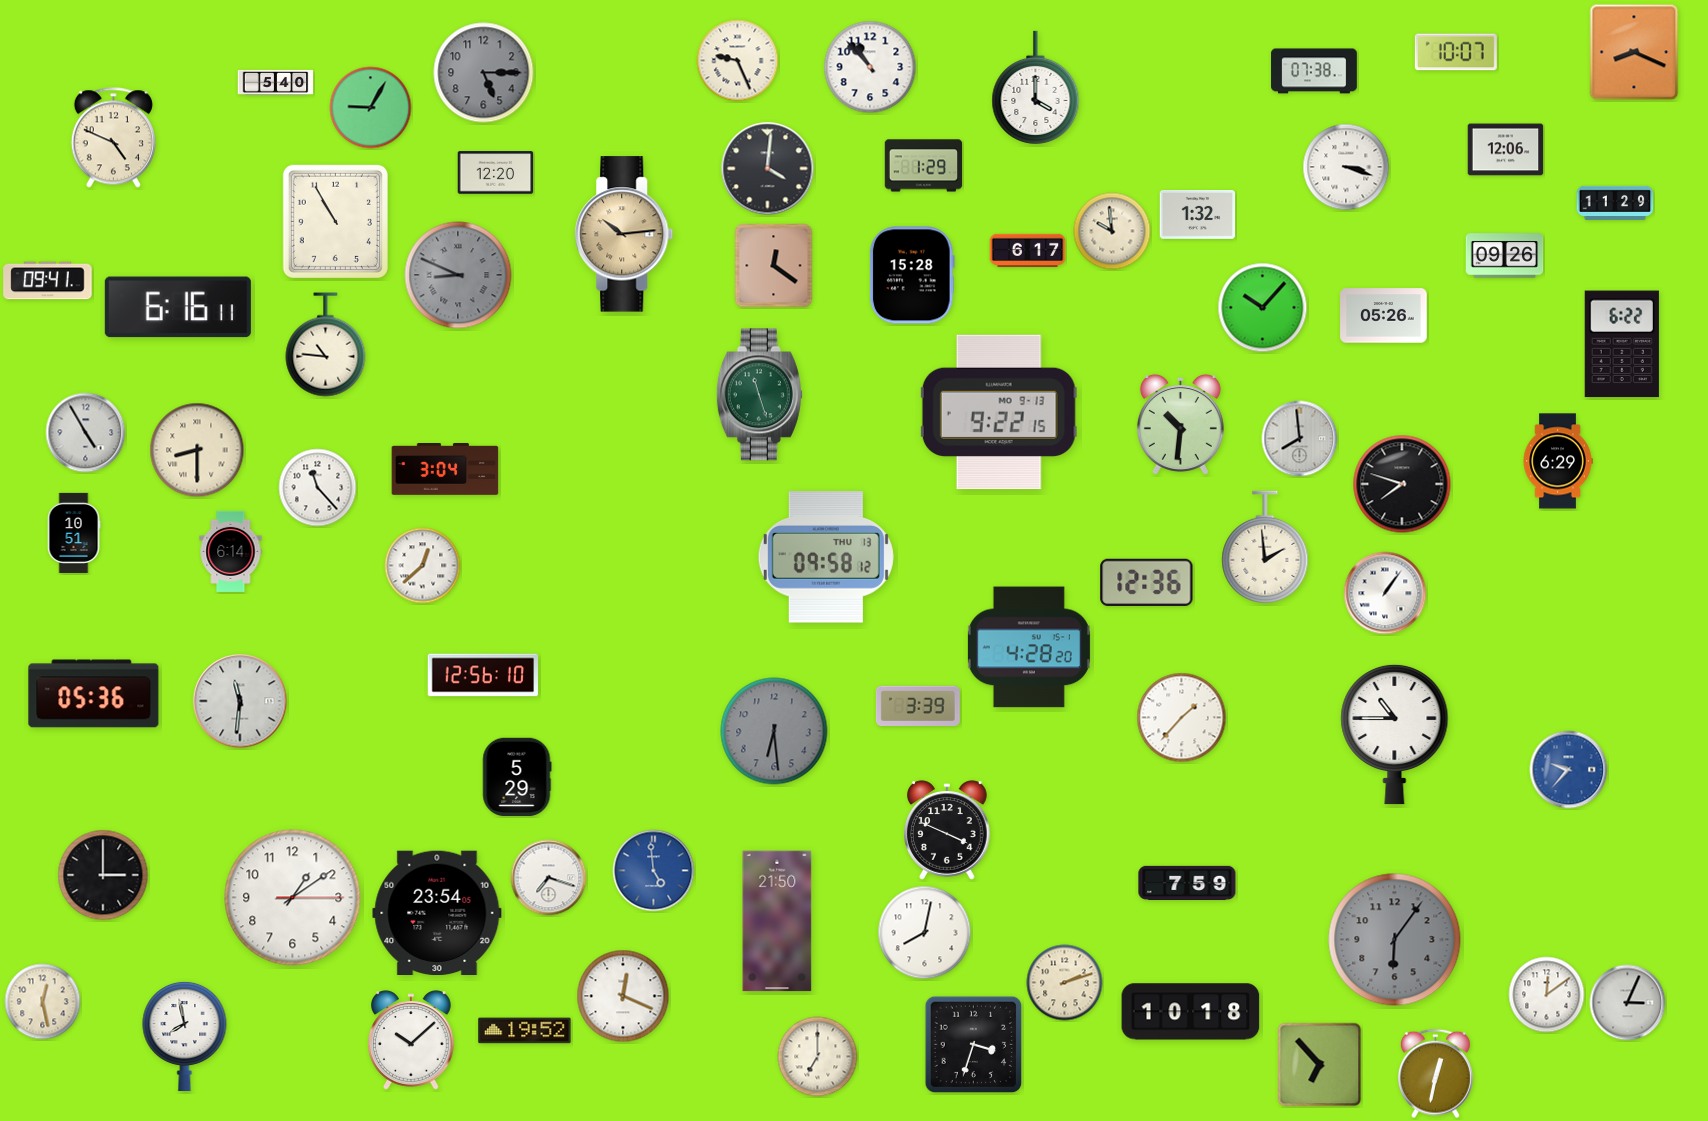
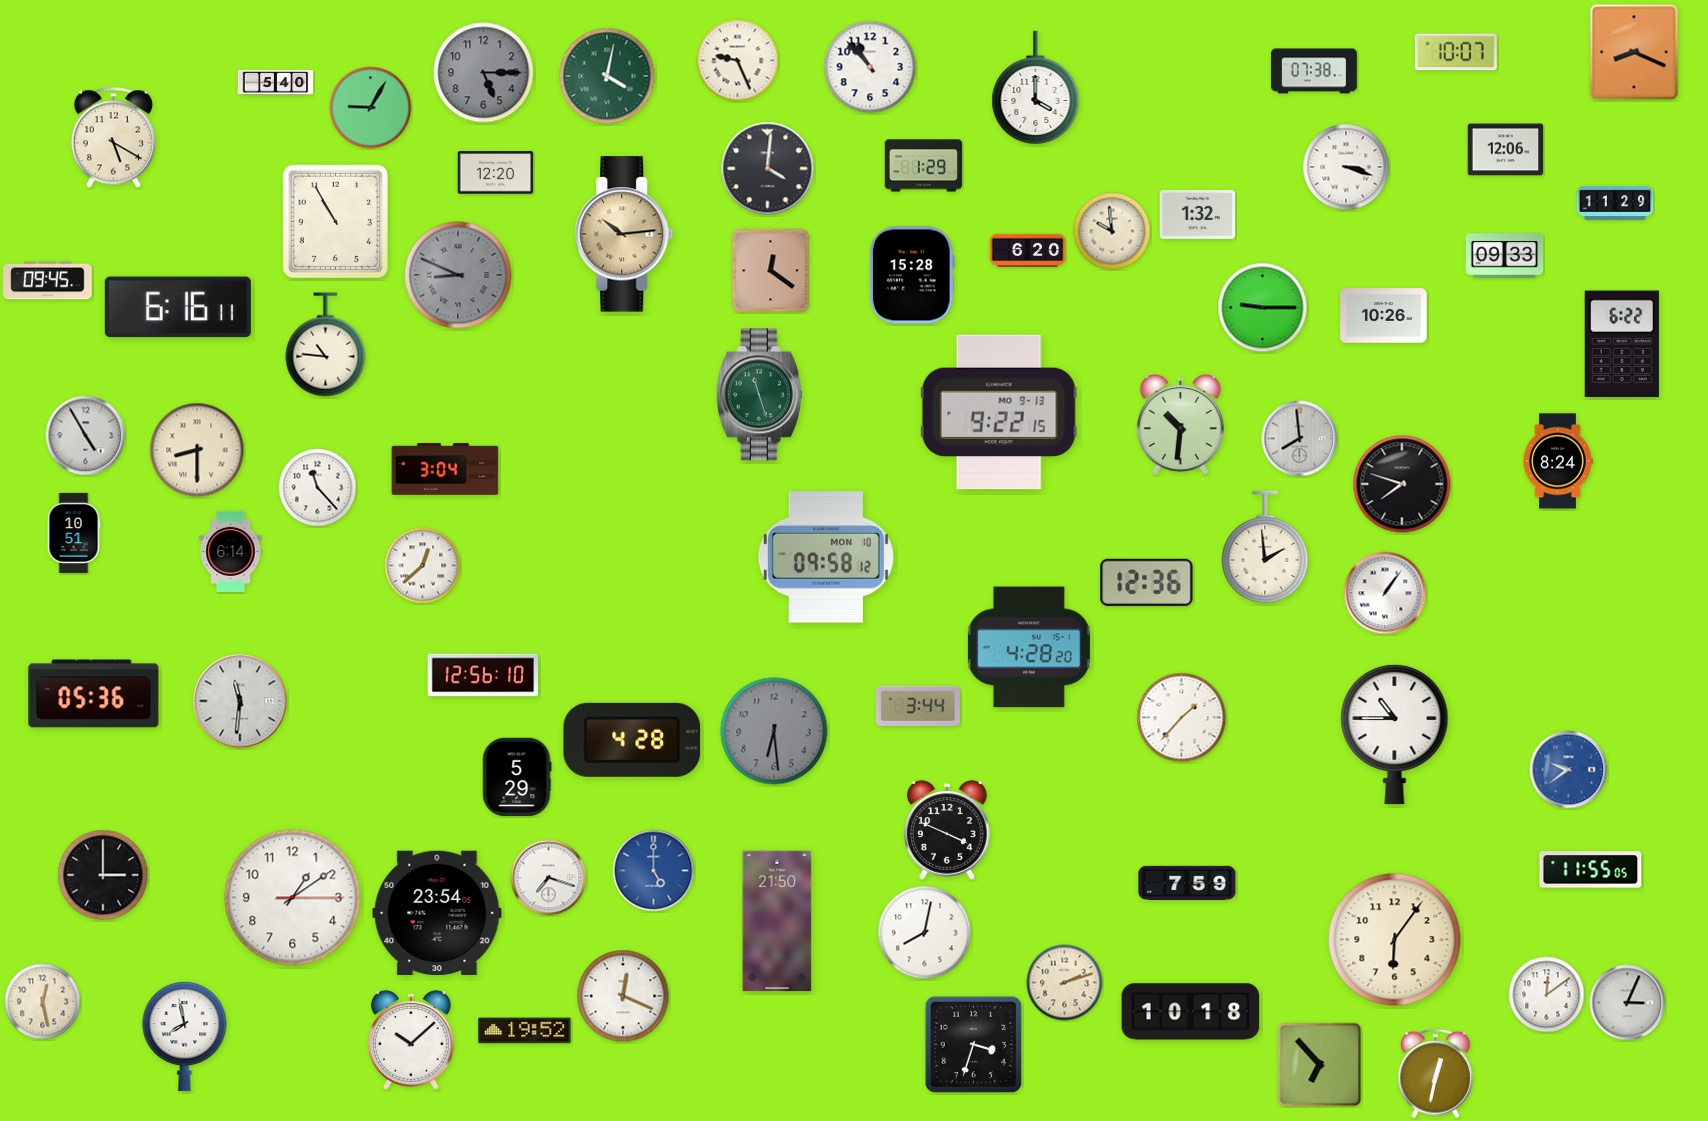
clock at (607, 76): none -> 4:02
clock at (113, 138): 4:49 -> 5:20
clock at (1028, 250): 6:17 -> 6:20
clock at (1505, 256): 09:26 -> 09:33
clock at (774, 266) position: (774, 266) -> (771, 271)
clock at (48, 281): 09:41 -> 09:45
clock at (1263, 308): 10:07 -> 9:15
clock at (1384, 316): 05:26 -> 10:26
clock at (86, 433) position: (86, 433) -> (86, 436)
clock at (1558, 461): 6:29 -> 8:24
clock at (826, 557) date: THU 13 -> MON 10
clock at (918, 706): 3:39 -> 3:44
clock at (632, 740): none -> 4:28
clock at (1569, 770): 9:37 -> 9:39
clock at (1591, 870): none -> 11:55
clock at (654, 871): 4:59 -> 5:00
clock at (1395, 940) dial: grey -> cream
clock at (818, 1057): 7:00 -> none
